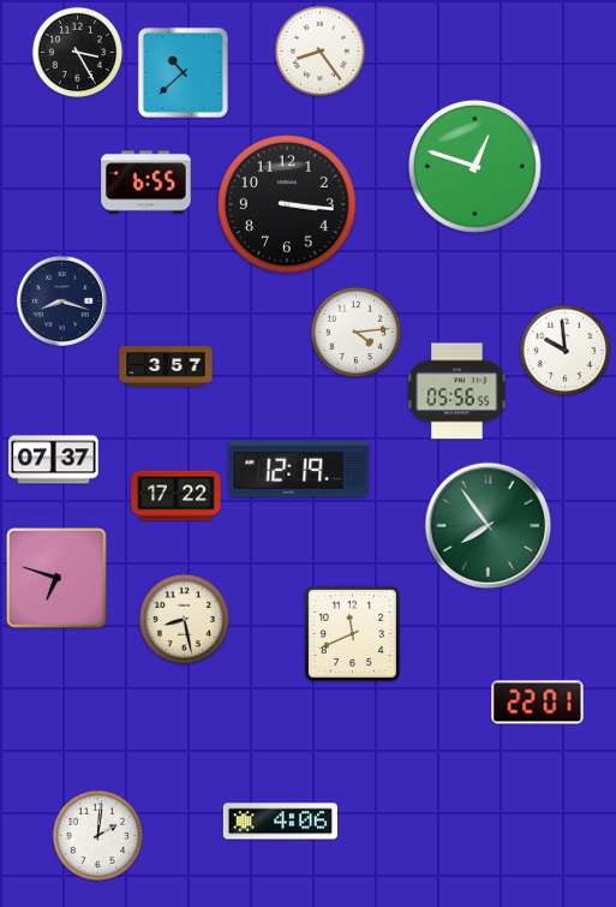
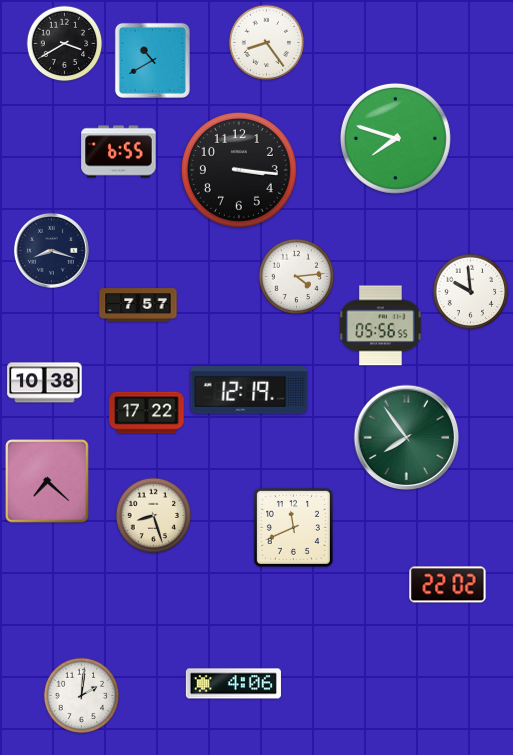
clock at (78, 53): 3:25 -> 3:40
clock at (183, 72): 10:38 -> 10:40
clock at (474, 166): 12:48 -> 7:48
clock at (146, 183) position: (146, 183) -> (119, 152)
clock at (166, 366): 3:57 -> 7:57
clock at (54, 460): 07:37 -> 10:38
clock at (56, 578): 6:48 -> 7:22
clock at (185, 620): 8:28 -> 8:27
clock at (538, 703): 22:01 -> 22:02
